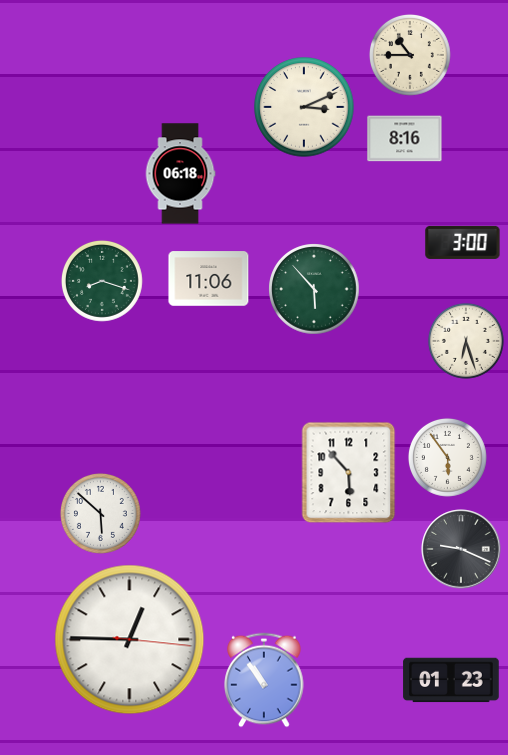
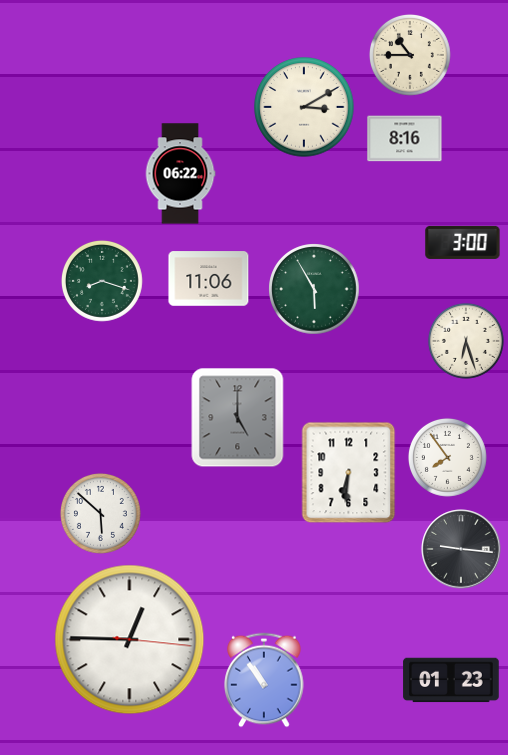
clock at (304, 107): 3:11 -> 3:10
clock at (180, 174): 06:18 -> 06:22
clock at (314, 289): 5:53 -> 5:55
clock at (238, 418): none -> 5:00
clock at (447, 457): 5:54 -> 7:54
clock at (349, 473): 5:53 -> 6:31
clock at (461, 549): 9:19 -> 9:16
